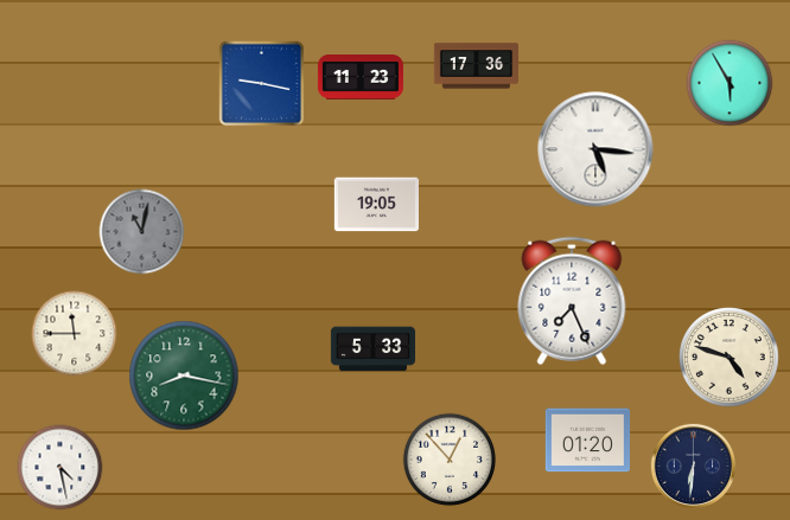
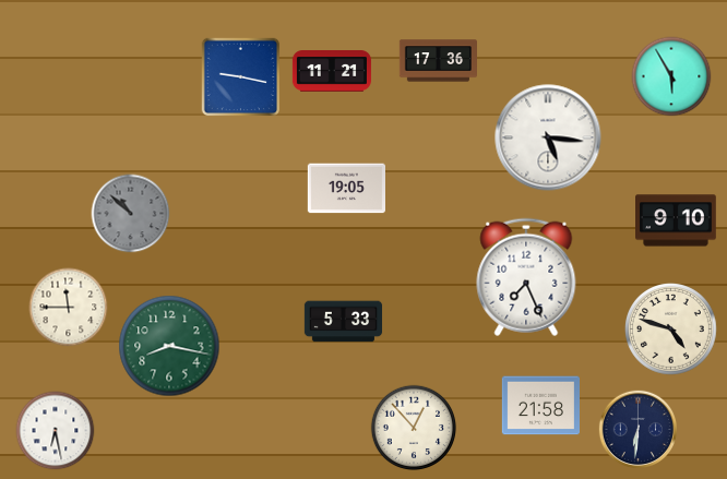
clock at (361, 78): 11:23 -> 11:21
clock at (142, 232): 11:02 -> 10:52
clock at (677, 220): none -> 9:10
clock at (587, 441): 01:20 -> 21:58
clock at (450, 460) position: (450, 460) -> (414, 428)
clock at (60, 468): 4:28 -> 6:28
